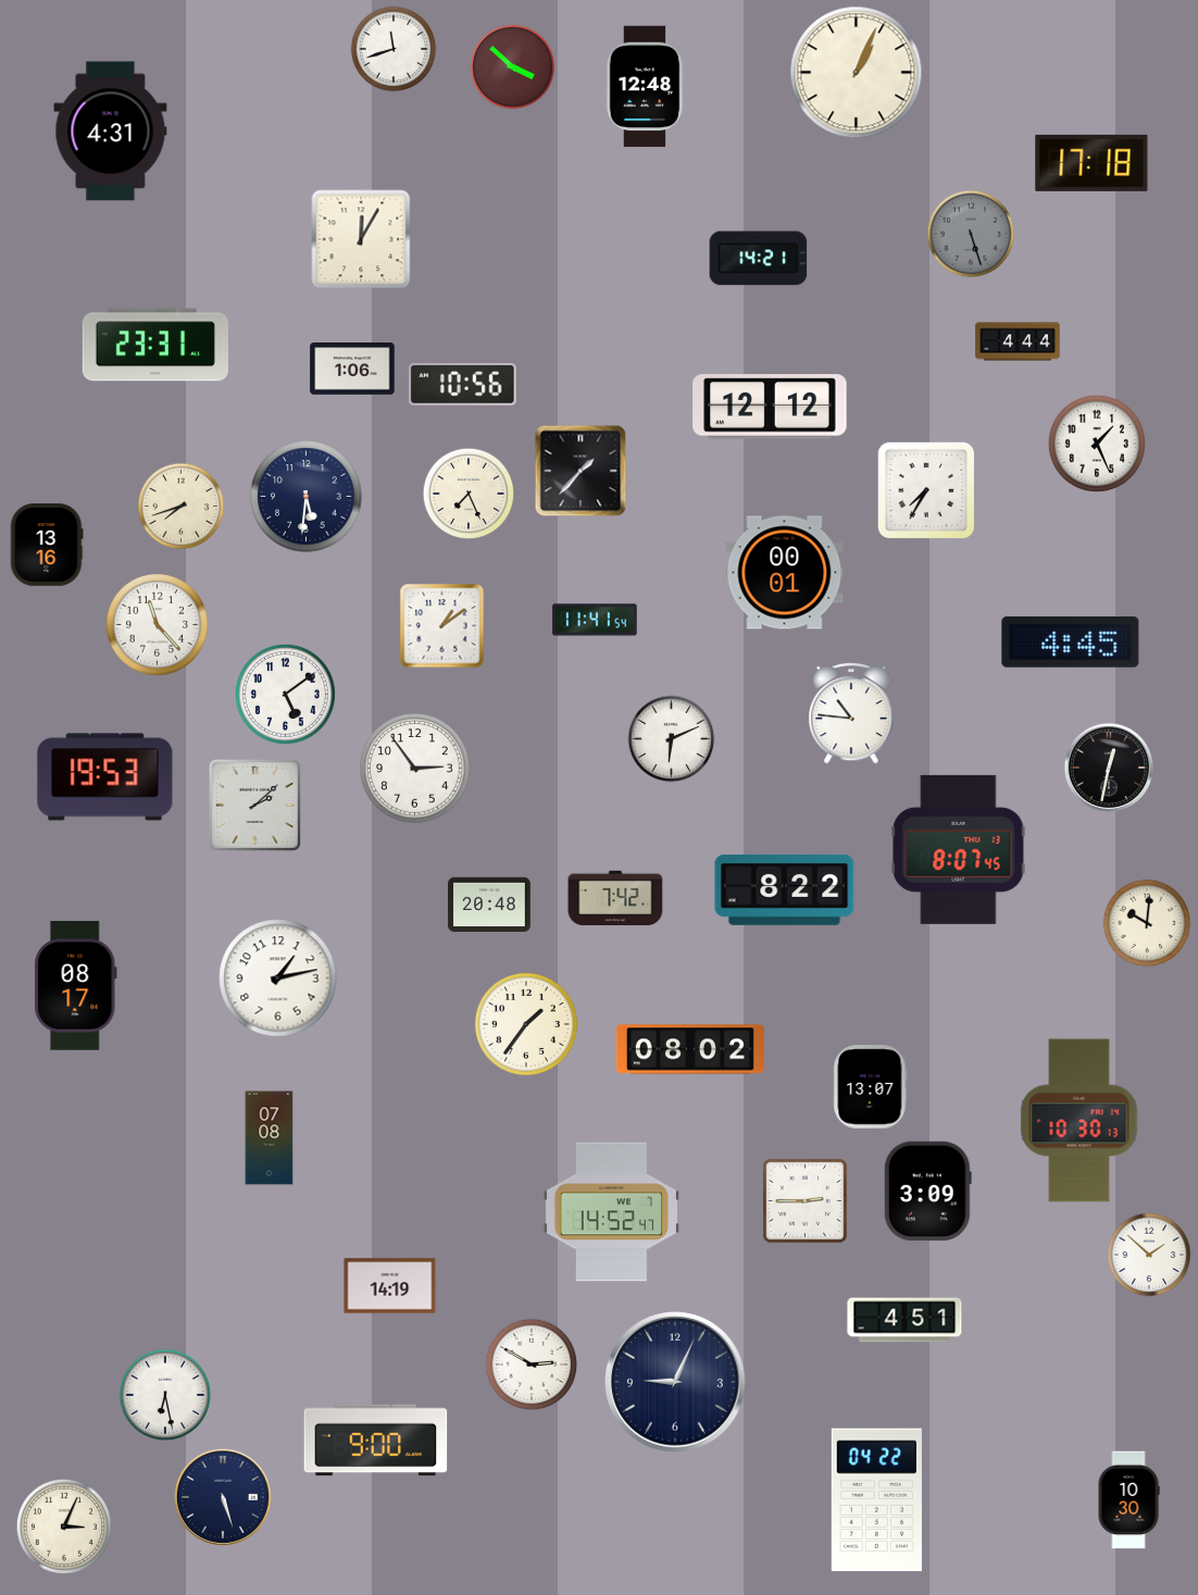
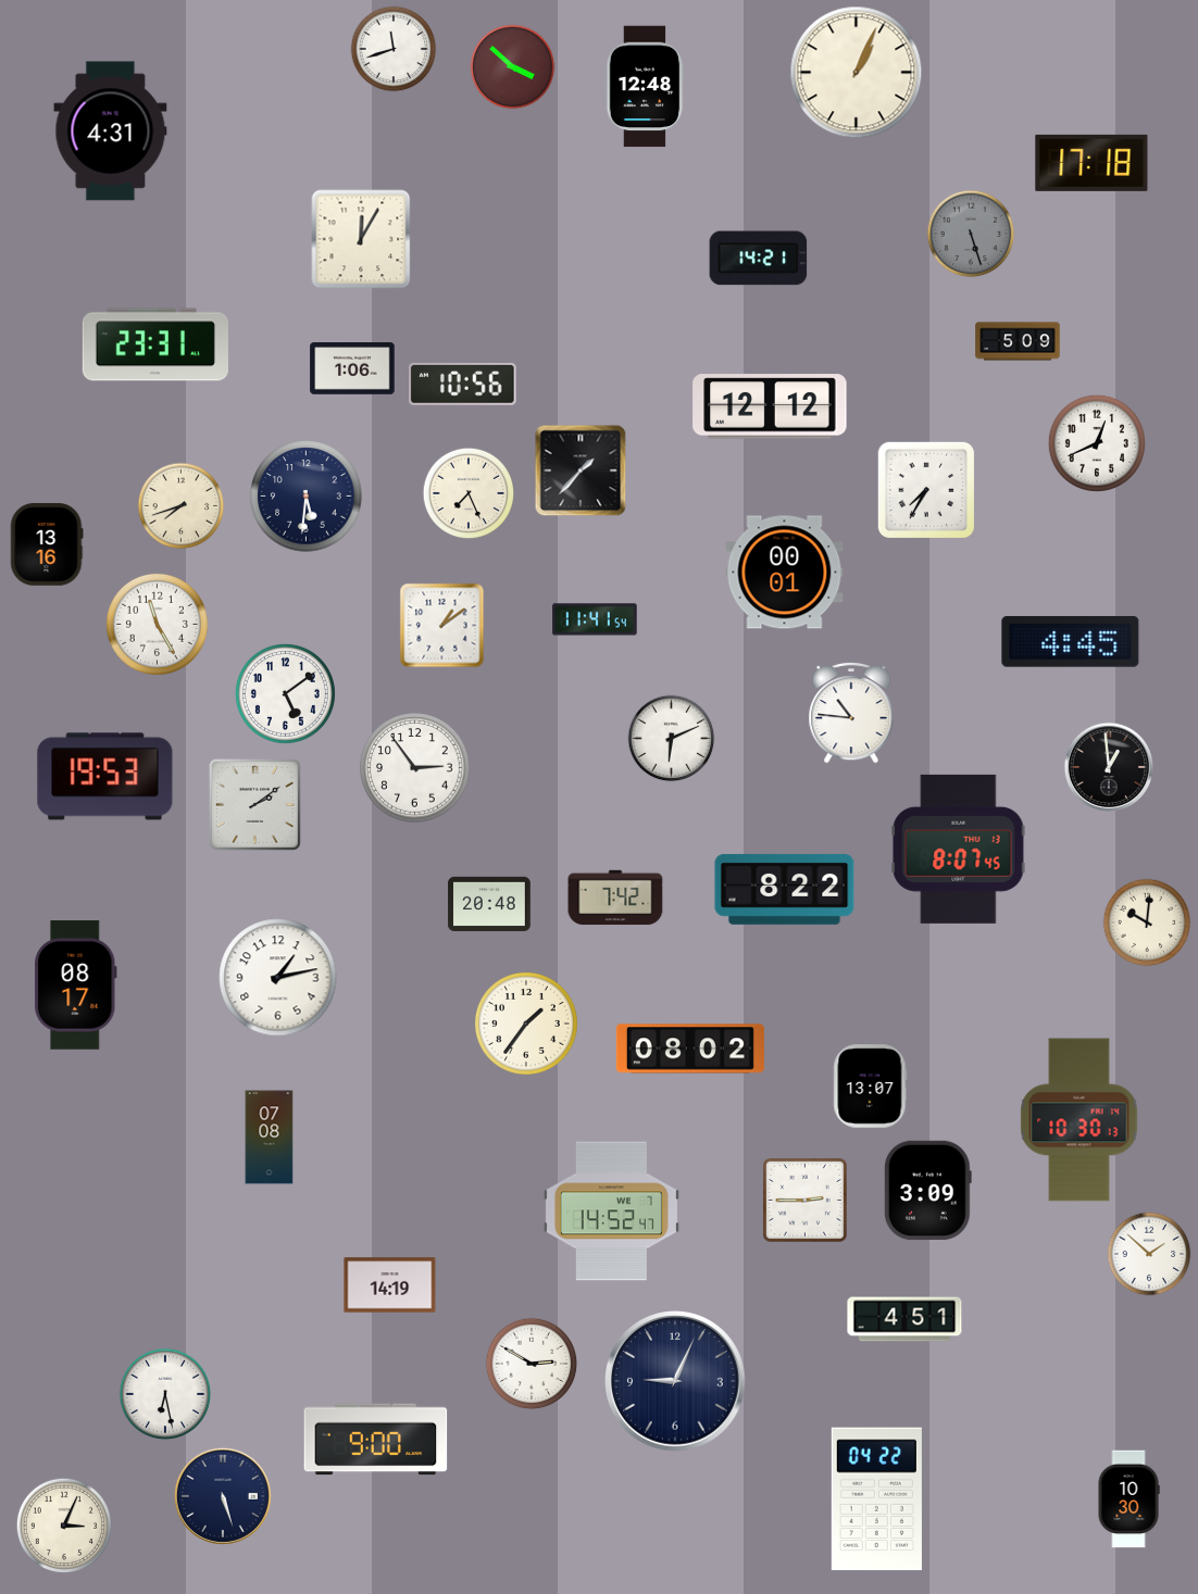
clock at (1018, 341): 4:44 -> 5:09
clock at (1097, 444): 1:26 -> 12:41
clock at (157, 624): 11:23 -> 11:25
clock at (1109, 768): 12:32 -> 12:59
clock at (254, 805): 2:08 -> 2:09
